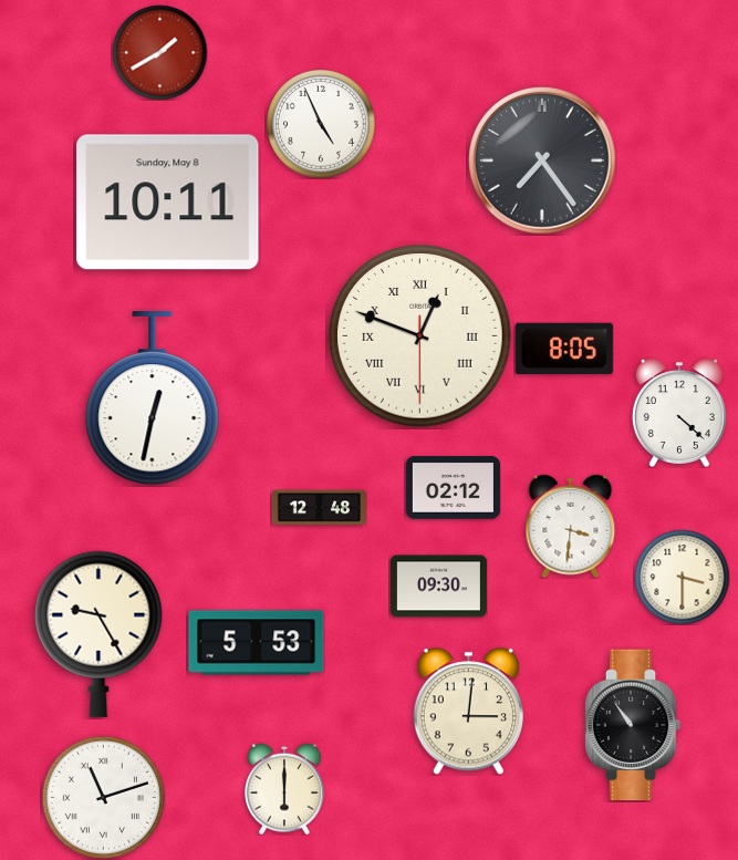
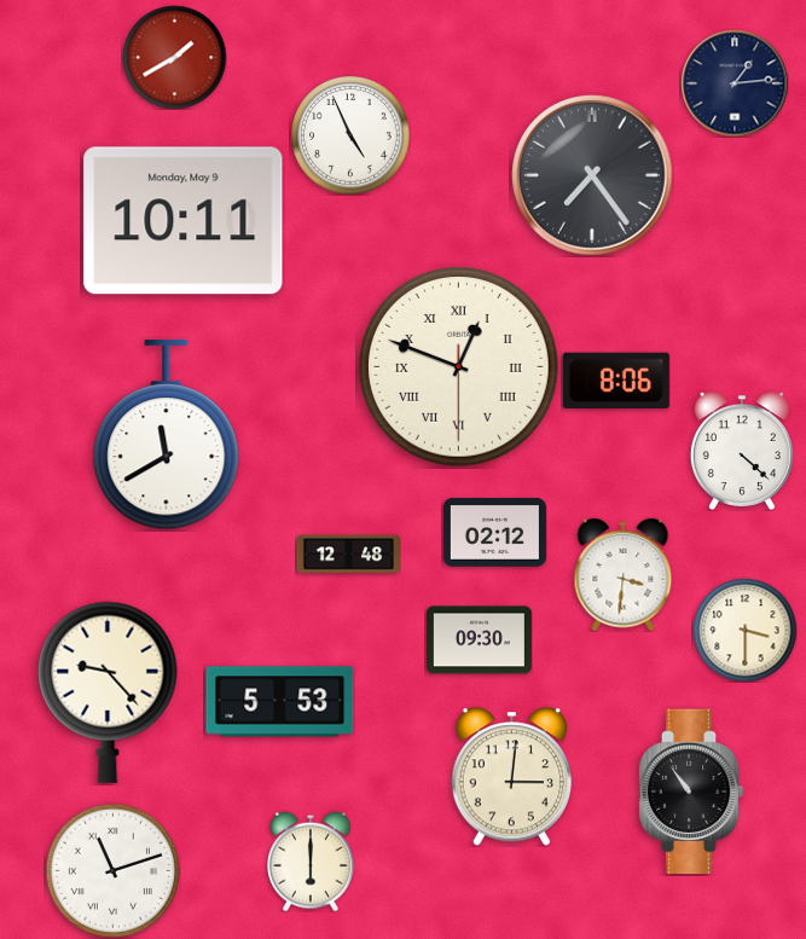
clock at (735, 83): none -> 1:14
clock at (168, 203) date: Sunday, May 8 -> Monday, May 9
clock at (564, 348): 8:05 -> 8:06
clock at (153, 398): 12:32 -> 11:40
clock at (98, 634): 9:25 -> 9:23
